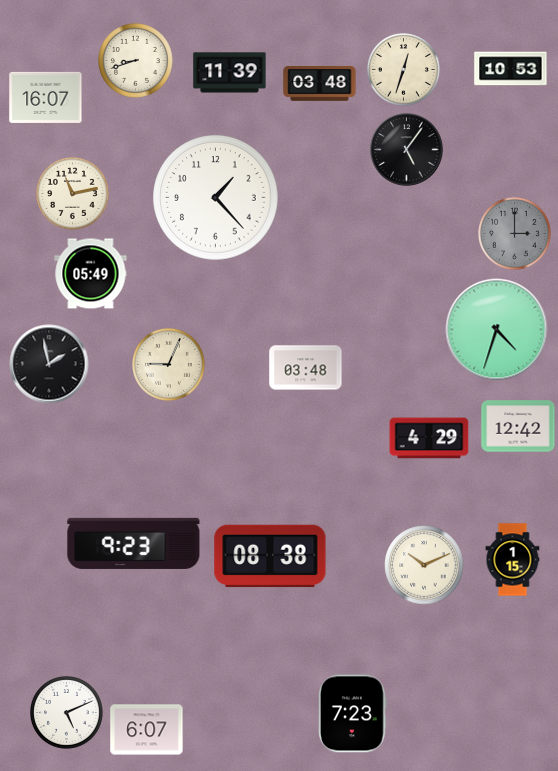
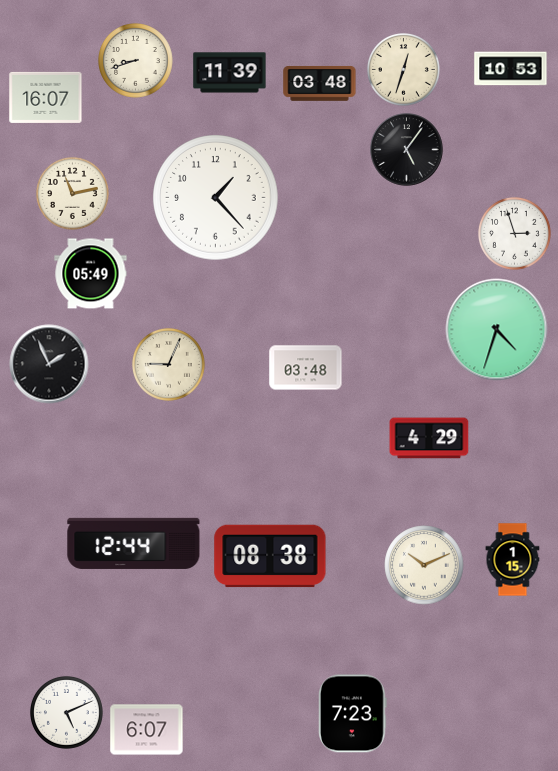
clock at (514, 233): 3:00 -> 2:57
clock at (514, 233) dial: grey -> white
clock at (49, 364): 1:58 -> 1:56
clock at (518, 426): 12:42 -> none
clock at (134, 543): 9:23 -> 12:44
